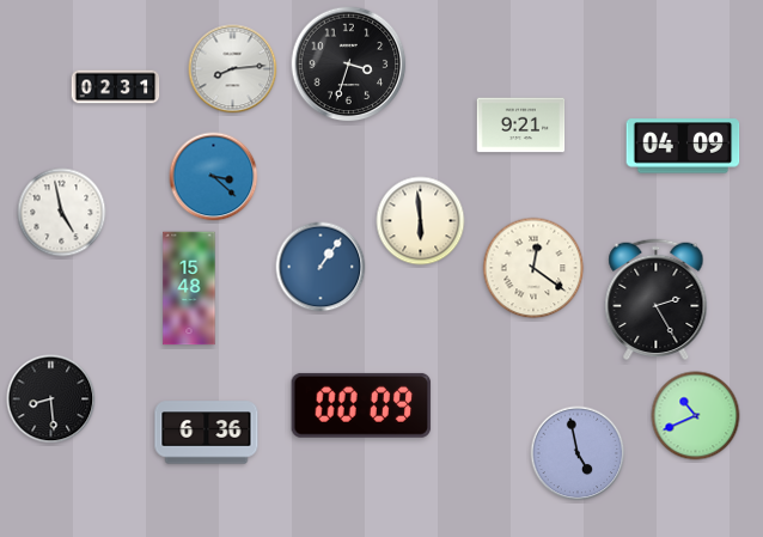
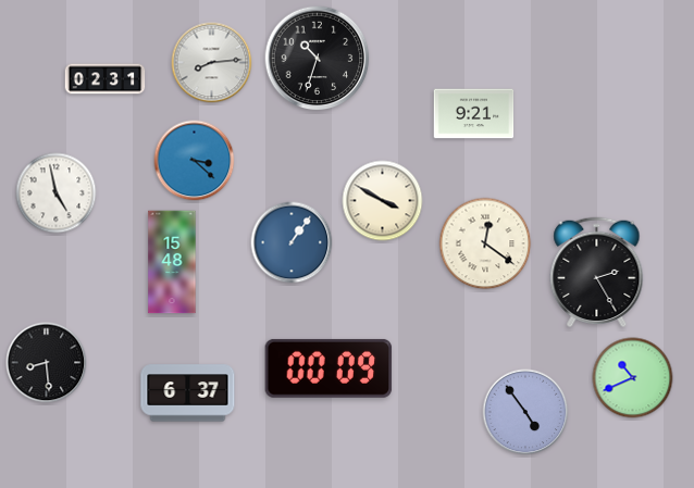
clock at (349, 65): 3:33 -> 10:33
clock at (683, 146): 04:09 -> none
clock at (421, 221): 5:59 -> 3:50
clock at (207, 433): 6:36 -> 6:37
clock at (578, 453): 4:58 -> 4:54
